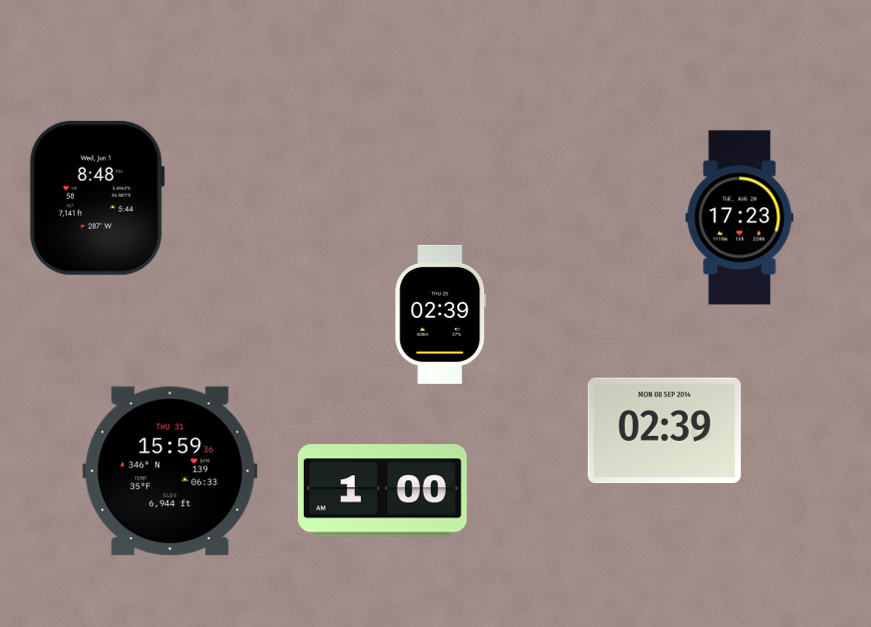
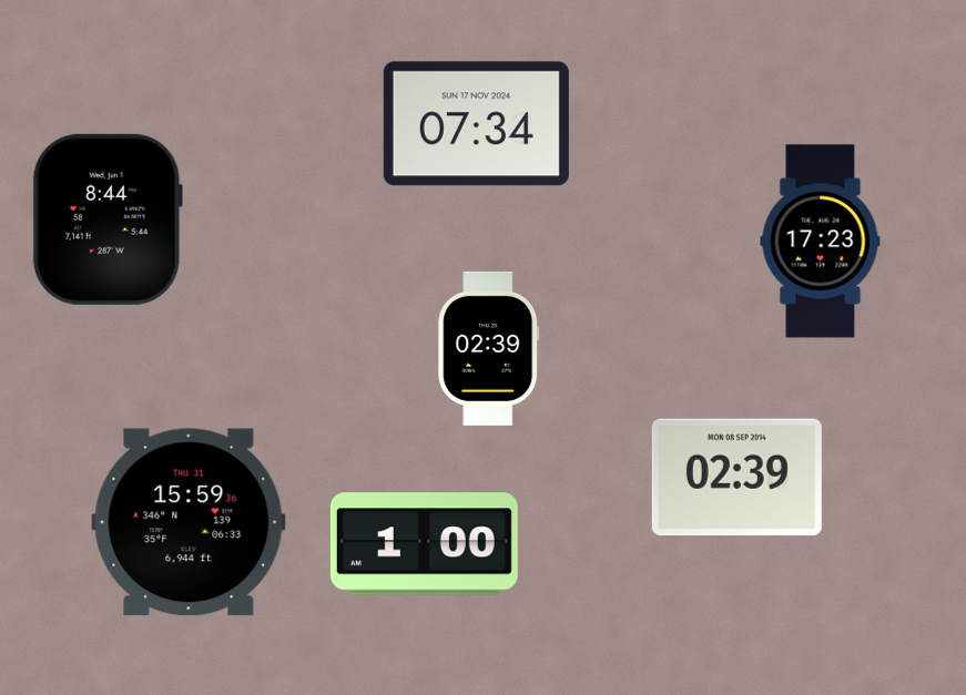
clock at (476, 124): none -> 07:34
clock at (97, 198): 8:48 -> 8:44
